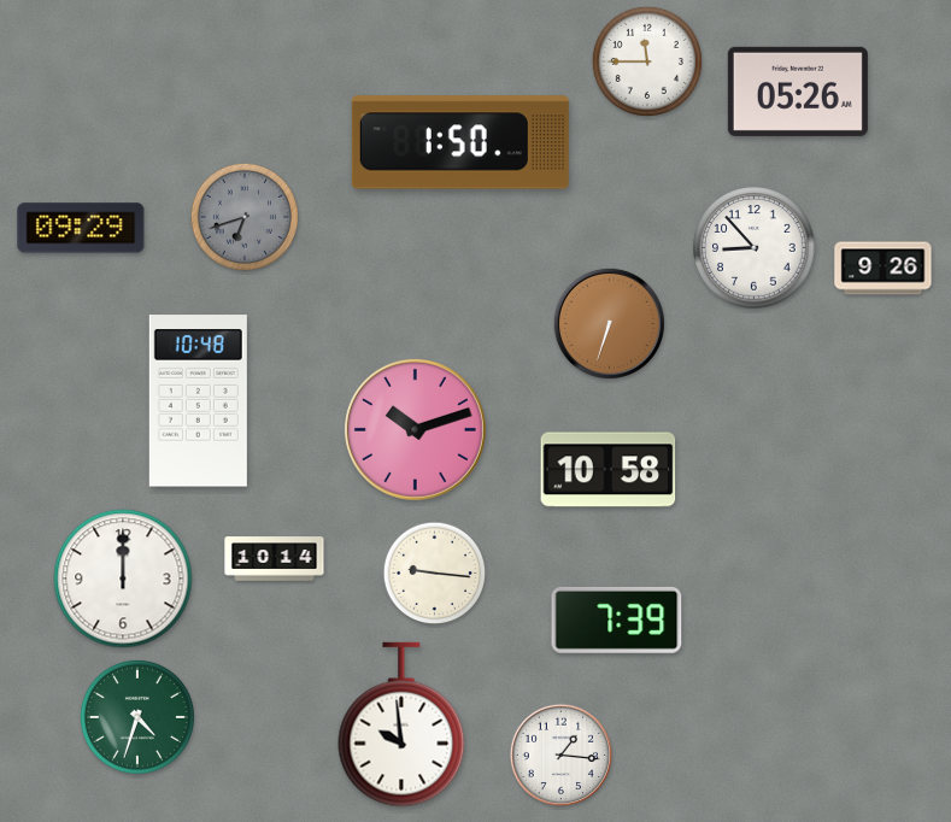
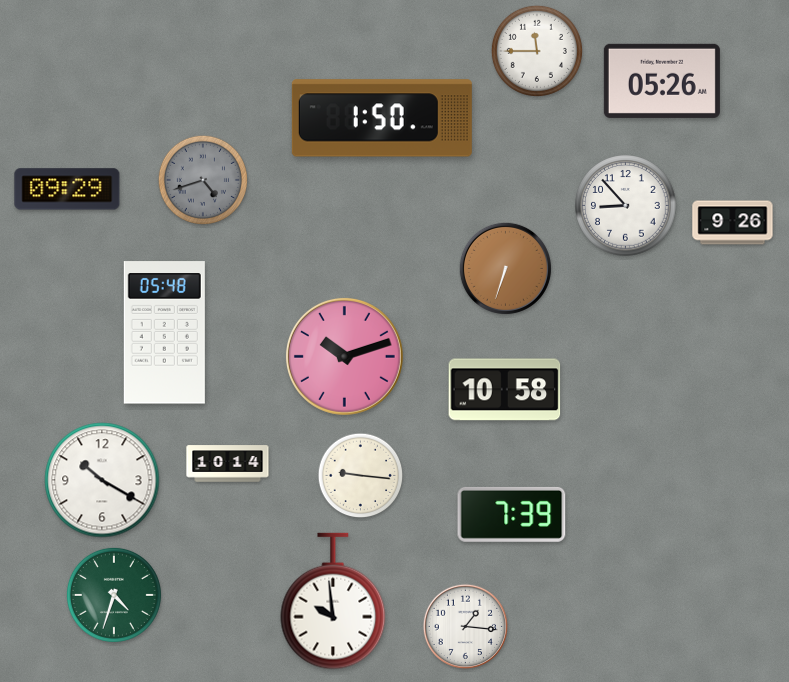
clock at (798, 92) position: (798, 92) -> (662, 81)
clock at (245, 217): 6:42 -> 4:42
clock at (198, 401): 10:48 -> 05:48
clock at (123, 579): 12:00 -> 10:20
